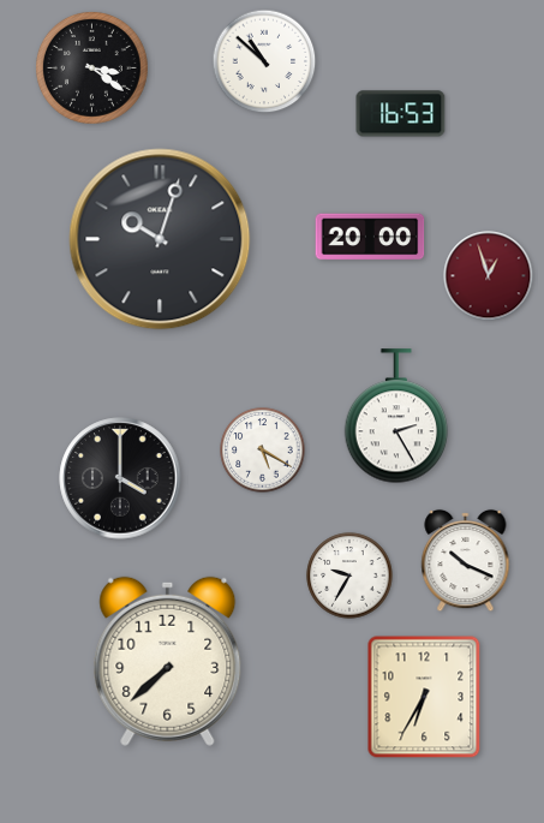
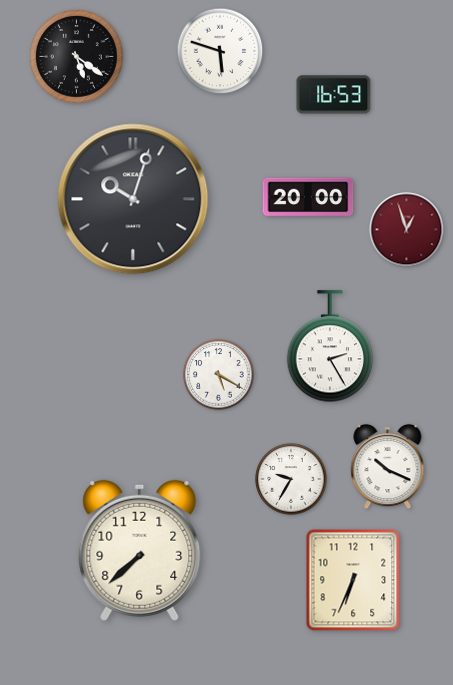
clock at (264, 61): 10:52 -> 5:48
clock at (91, 67): 3:21 -> 5:21
clock at (120, 478): 4:00 -> none
clock at (424, 697): 6:35 -> 6:34
